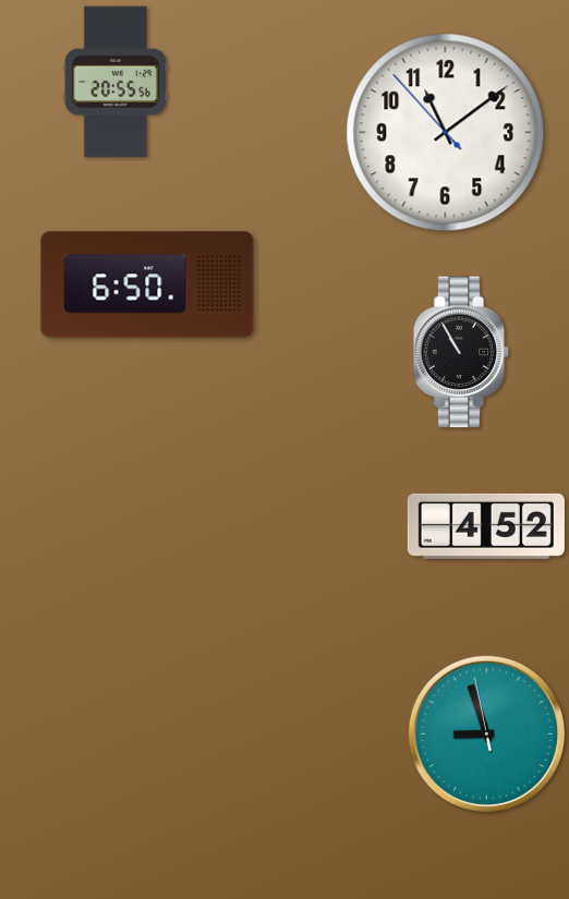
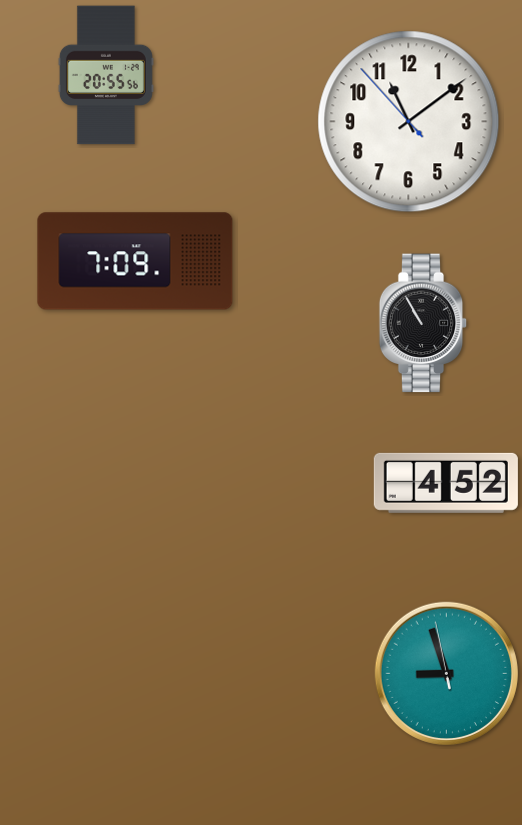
clock at (147, 284): 6:50 -> 7:09
